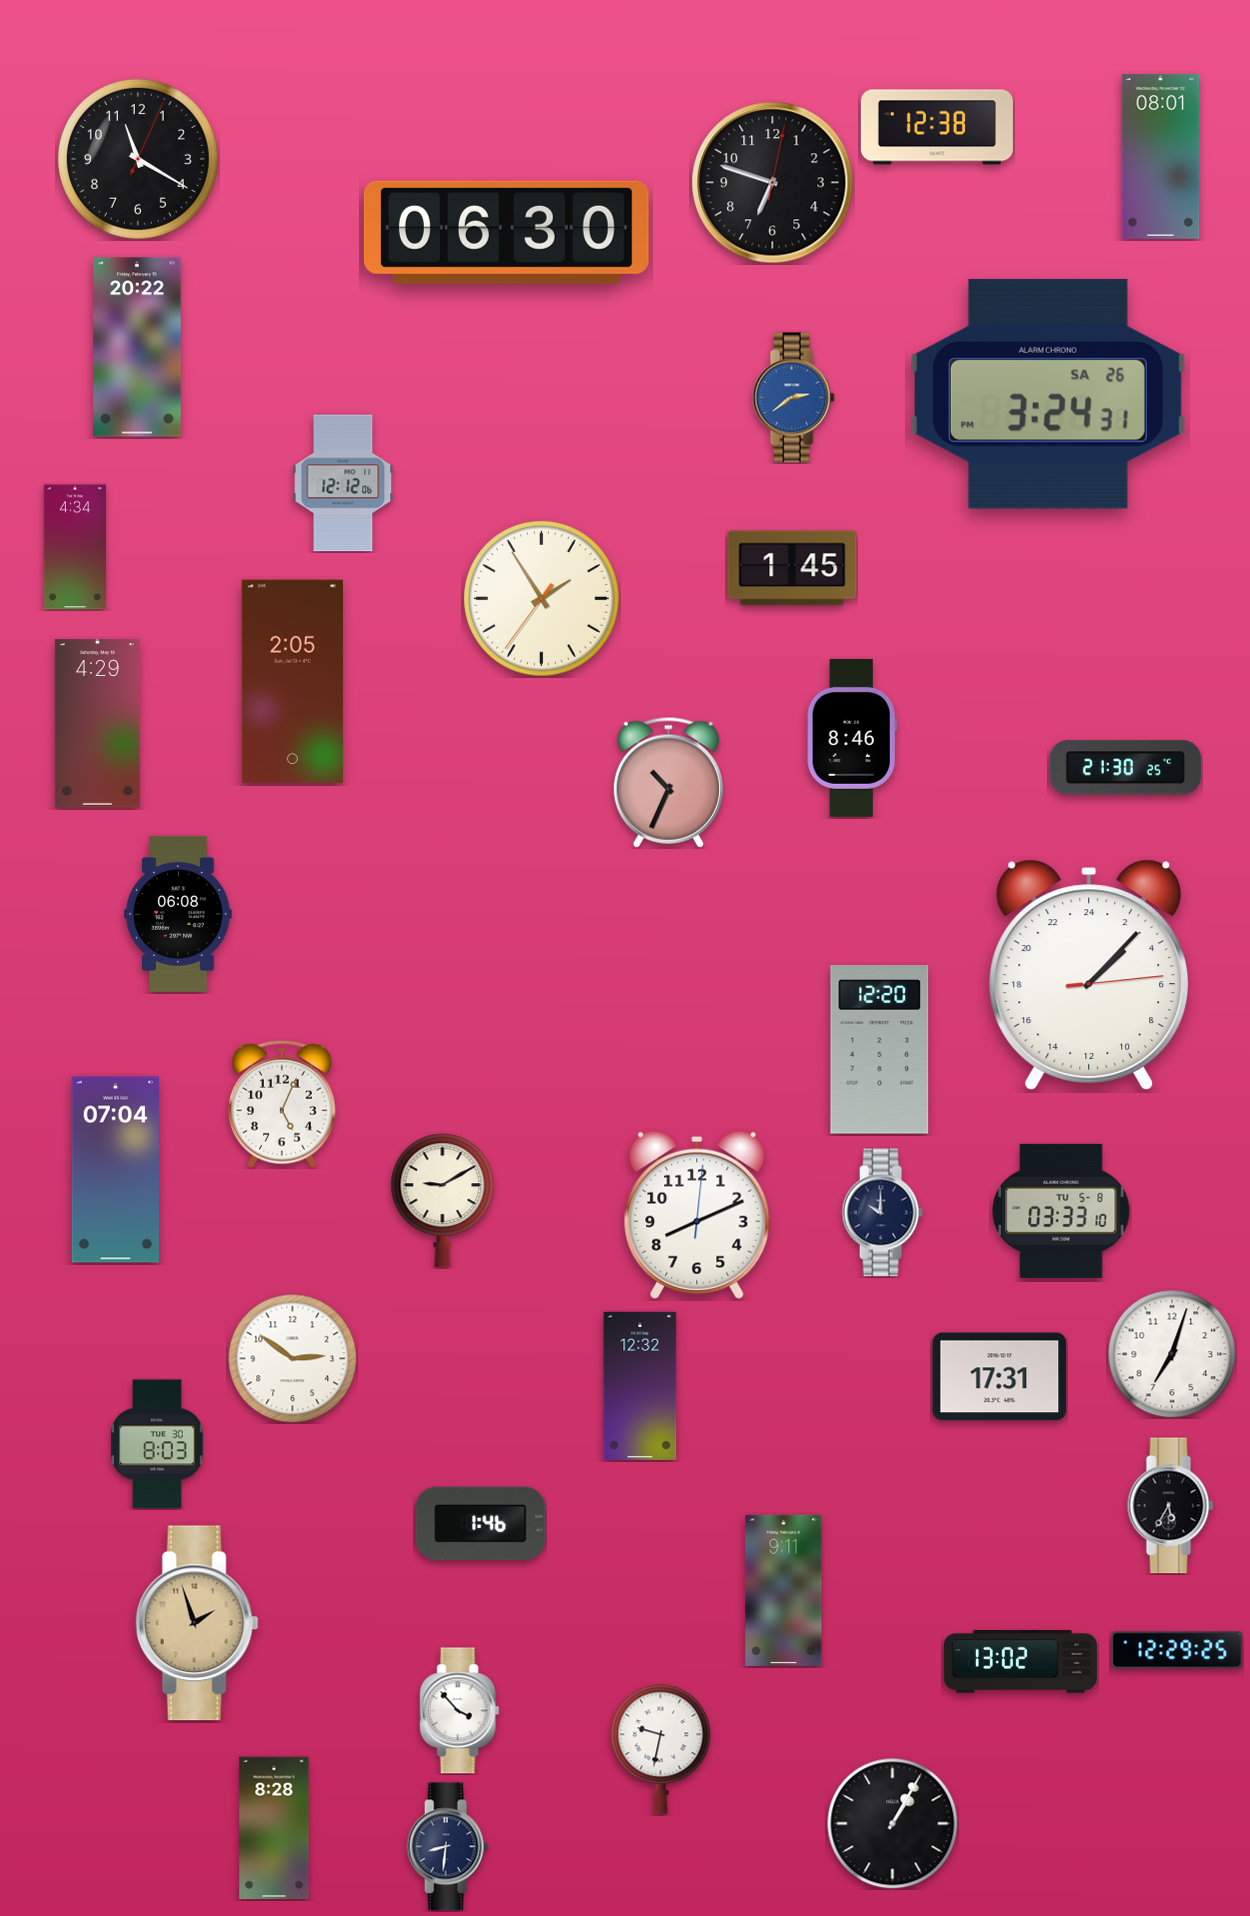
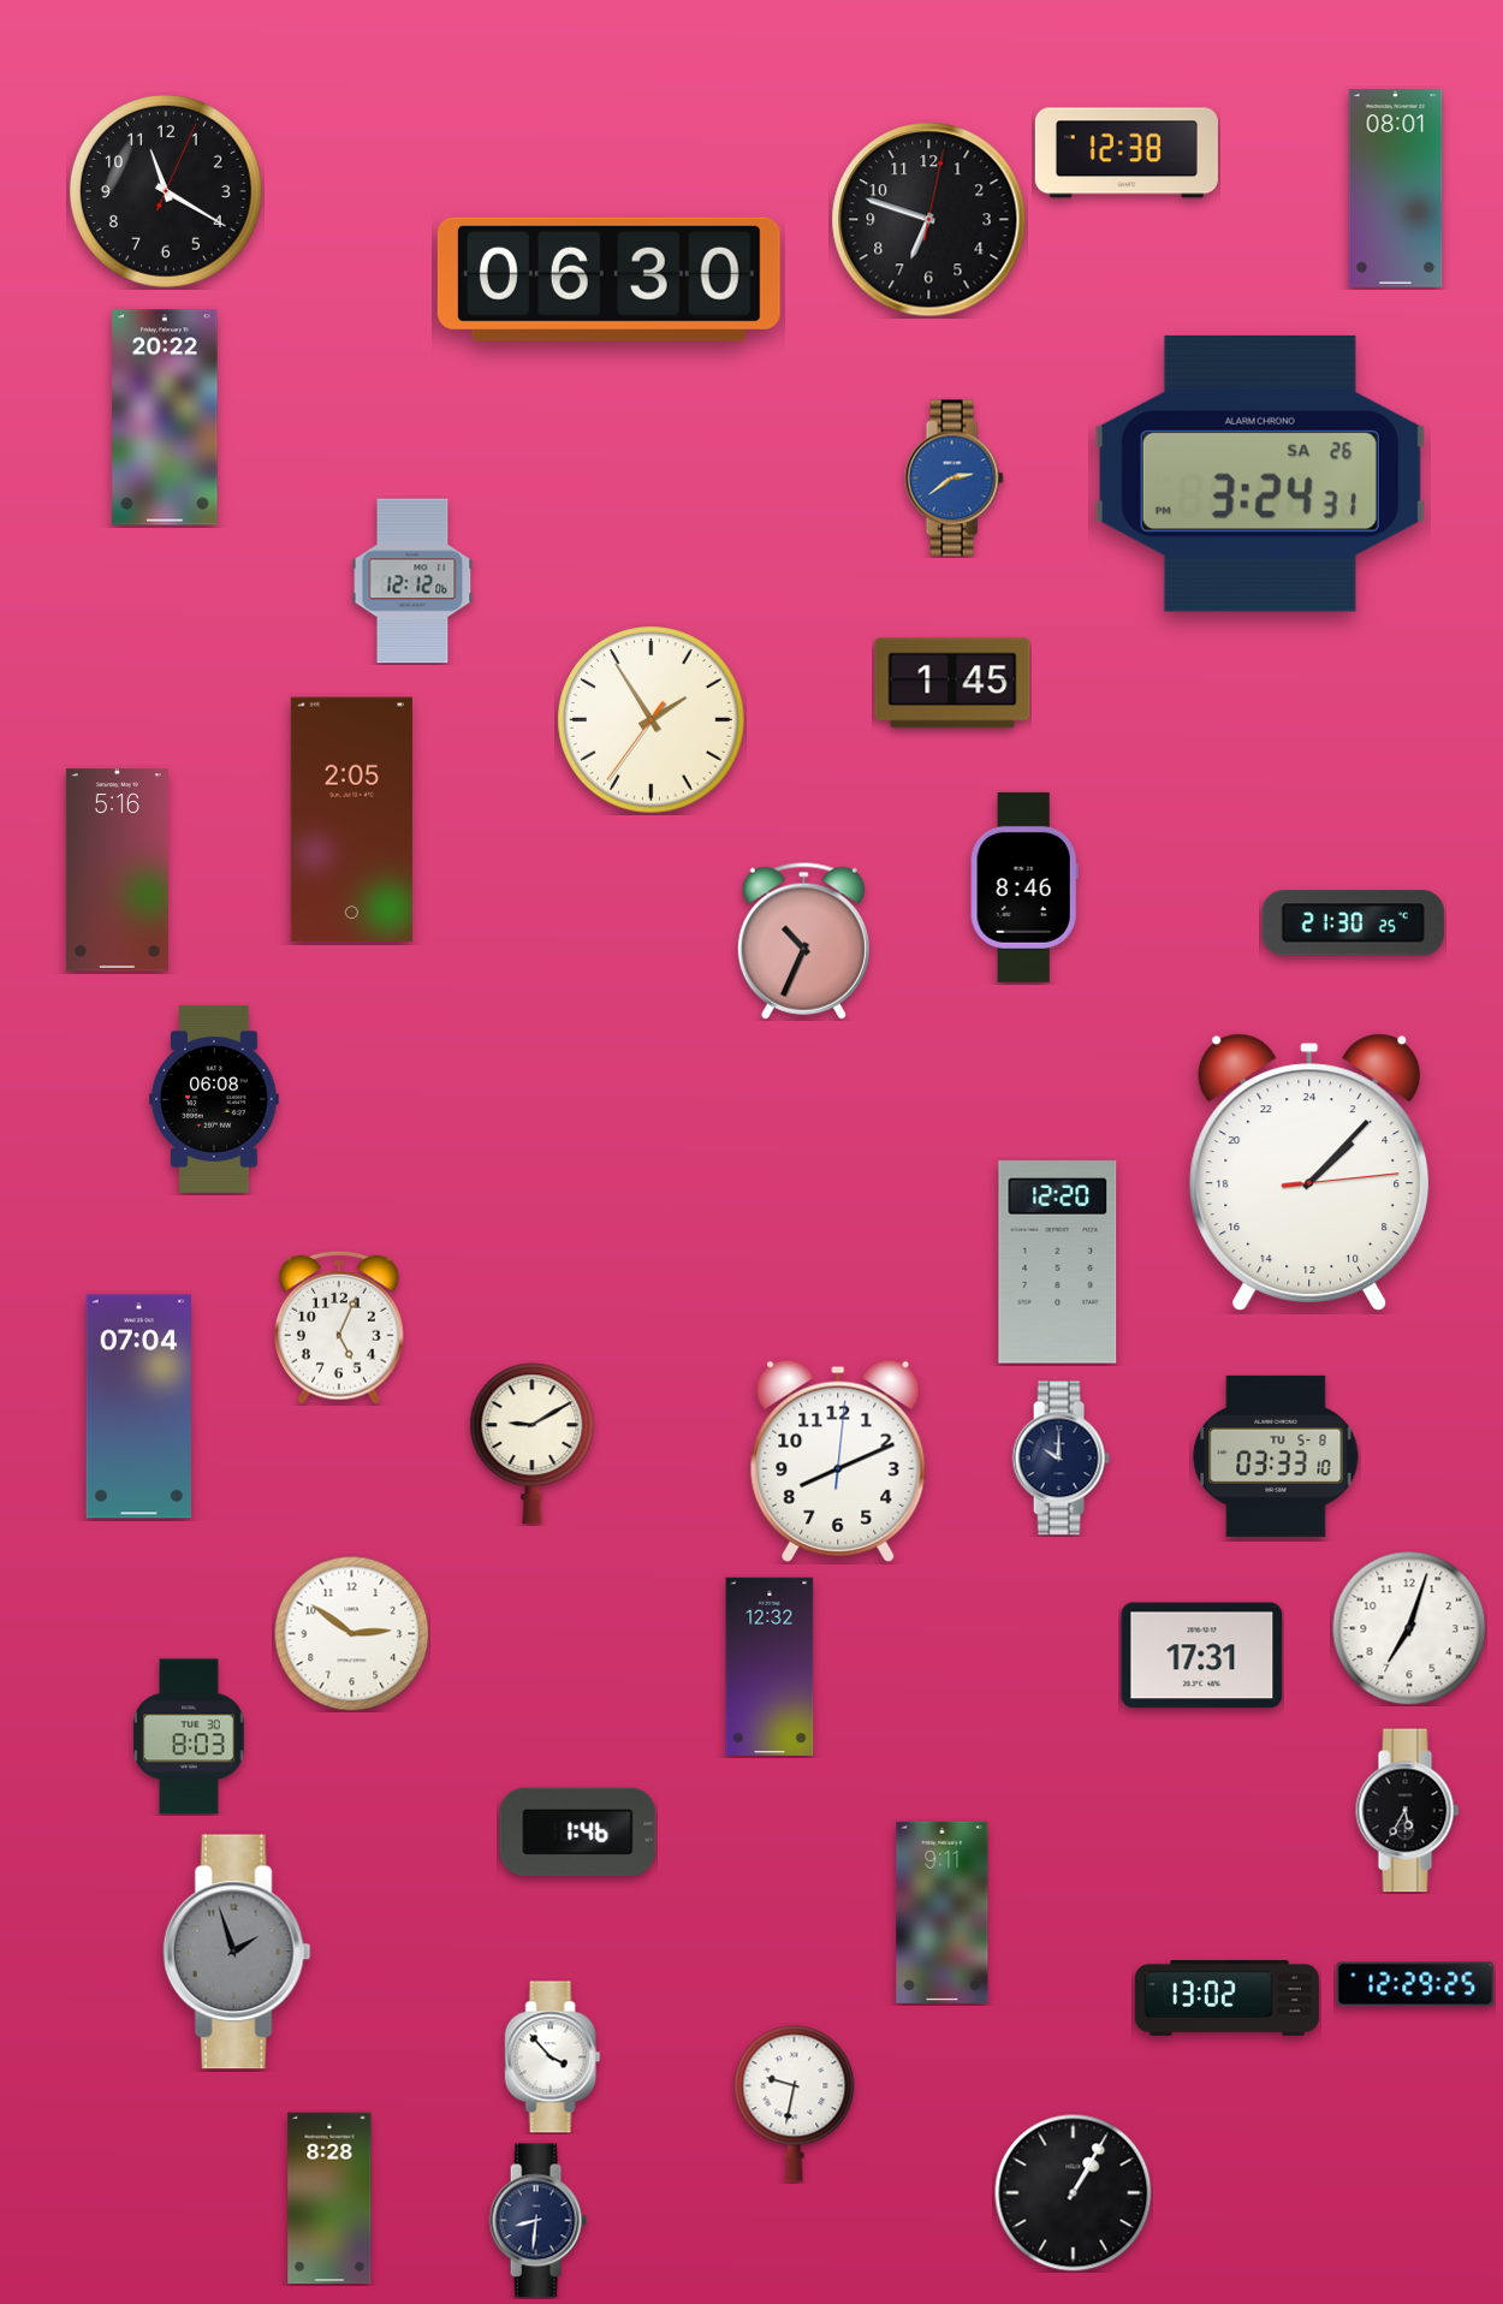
clock at (75, 547): 4:34 -> none
clock at (97, 724): 4:29 -> 5:16
clock at (197, 1623) dial: champagne -> grey
